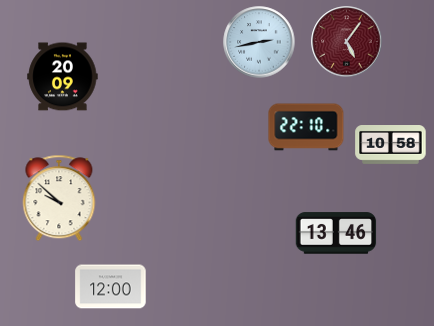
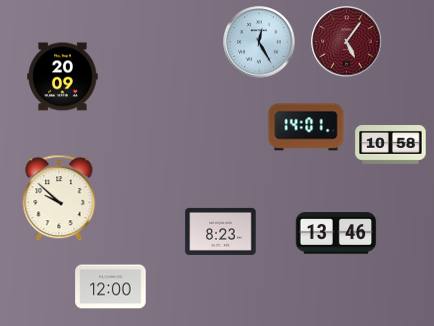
clock at (259, 42): 2:43 -> 12:25
clock at (306, 127): 22:10 -> 14:01
clock at (221, 231): none -> 8:23
